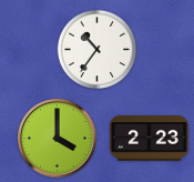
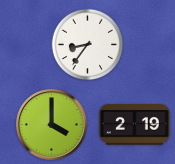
clock at (98, 50): 10:36 -> 8:36
clock at (150, 139): 2:23 -> 2:19
